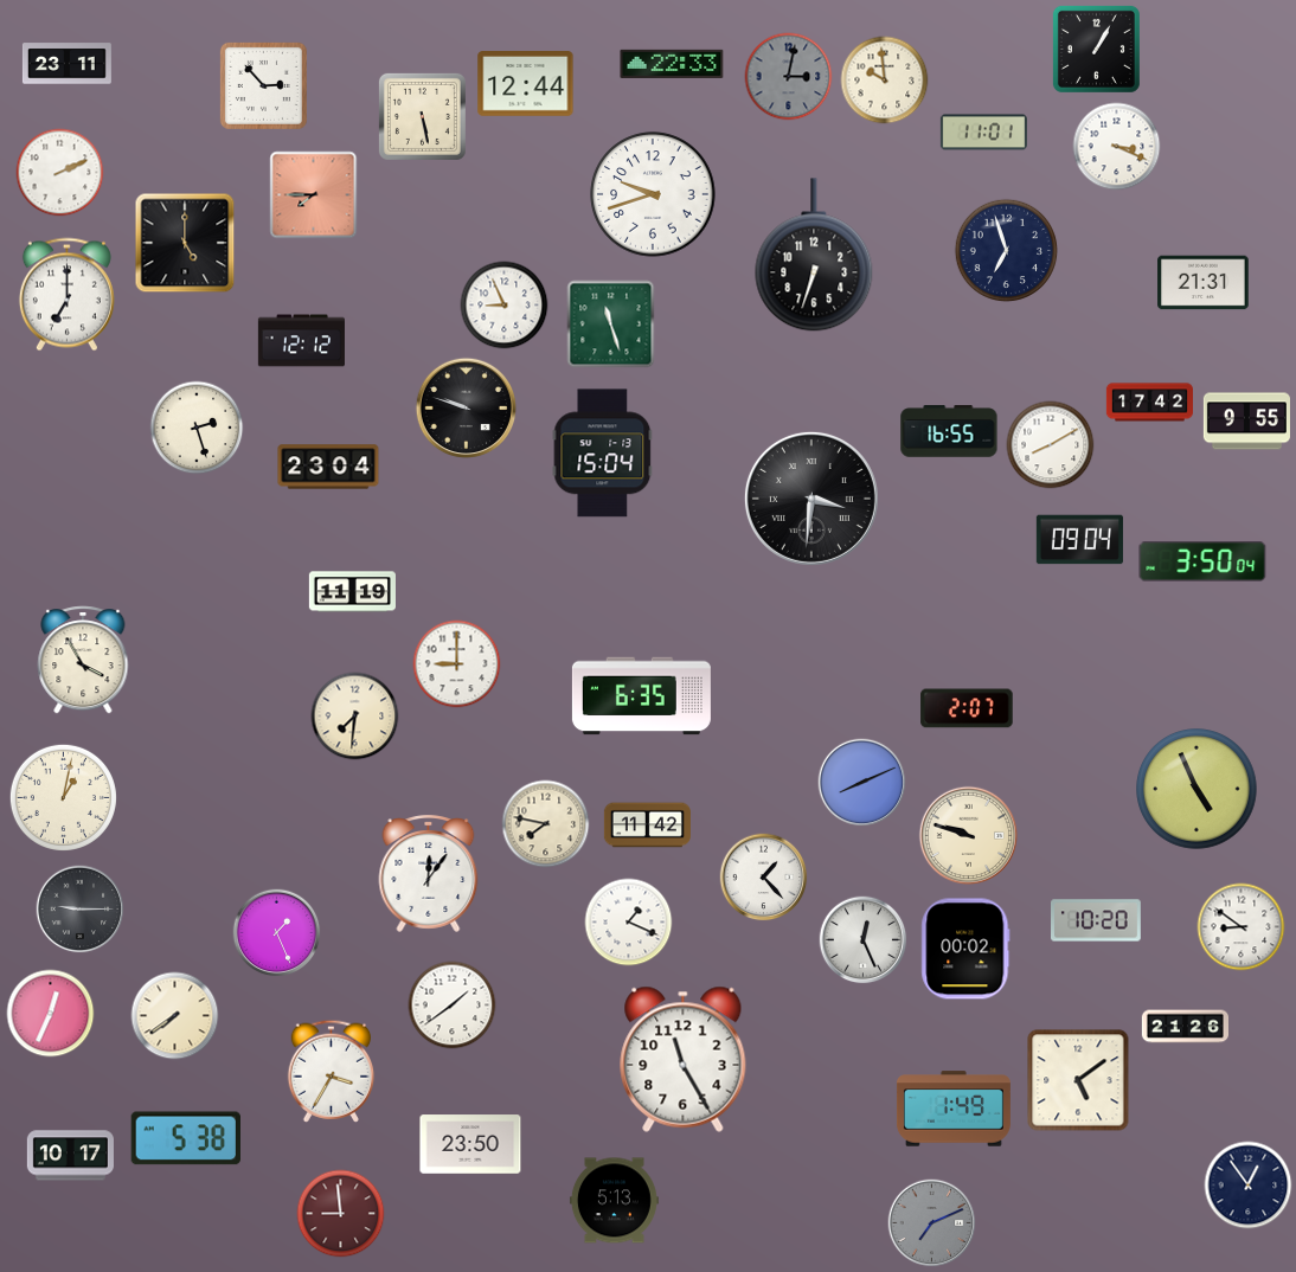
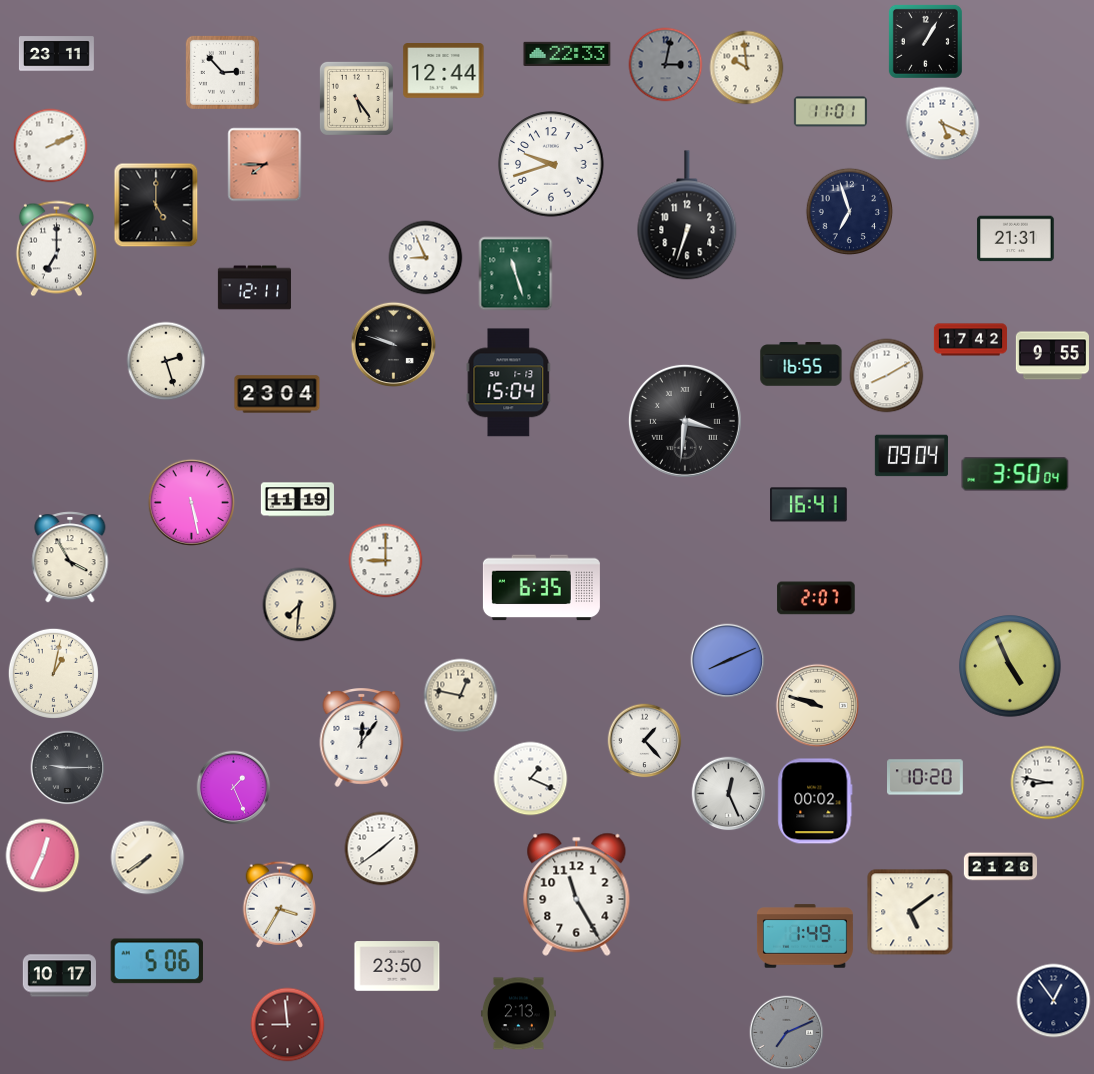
clock at (422, 116): 5:28 -> 5:24
clock at (1117, 147): 3:19 -> 5:19
clock at (301, 341): 12:12 -> 12:11
clock at (191, 502): none -> 5:28
clock at (809, 505): none -> 16:41
clock at (546, 824): 7:47 -> 12:47
clock at (647, 825): 11:42 -> none
clock at (1242, 927): 8:51 -> 8:47
clock at (186, 1138): 5:38 -> 5:06
clock at (614, 1201): 5:13 -> 2:13
